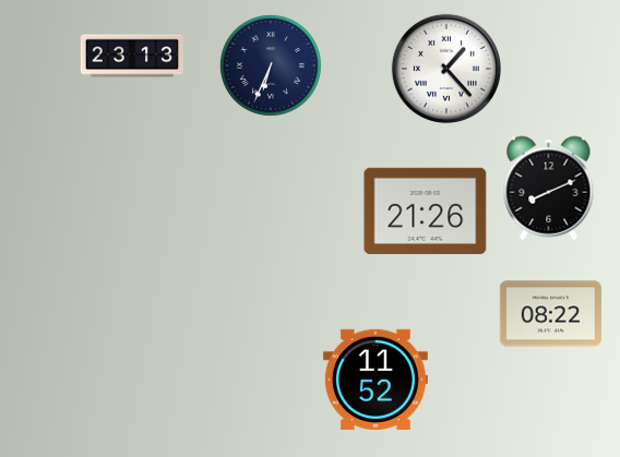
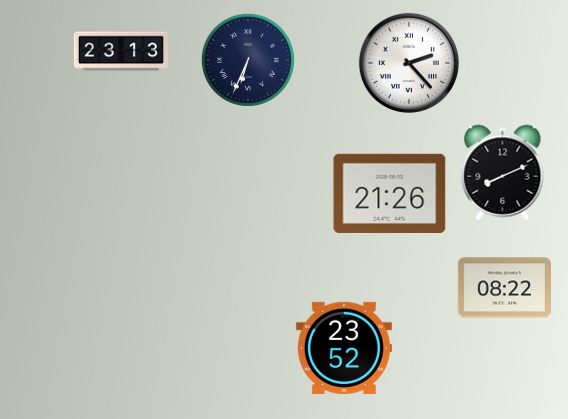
clock at (446, 69): 1:23 -> 2:23
clock at (375, 380): 11:52 -> 23:52
